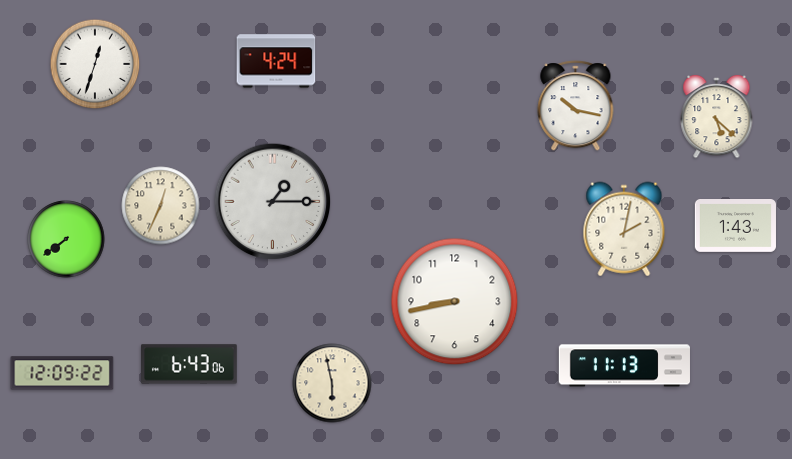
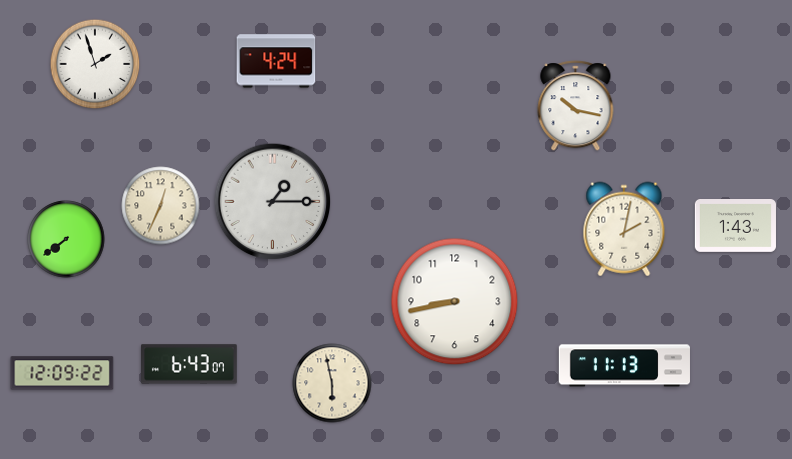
clock at (95, 64): 12:33 -> 1:57
clock at (717, 117): 5:22 -> none
clock at (190, 364): 6:43:06 -> 6:43:07
